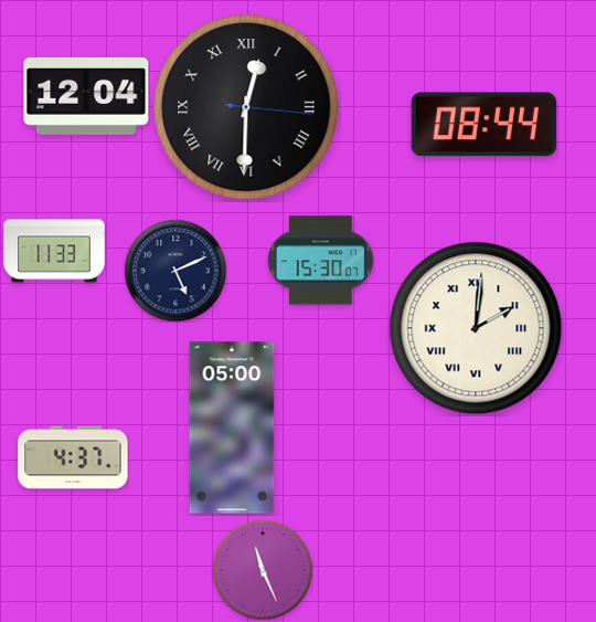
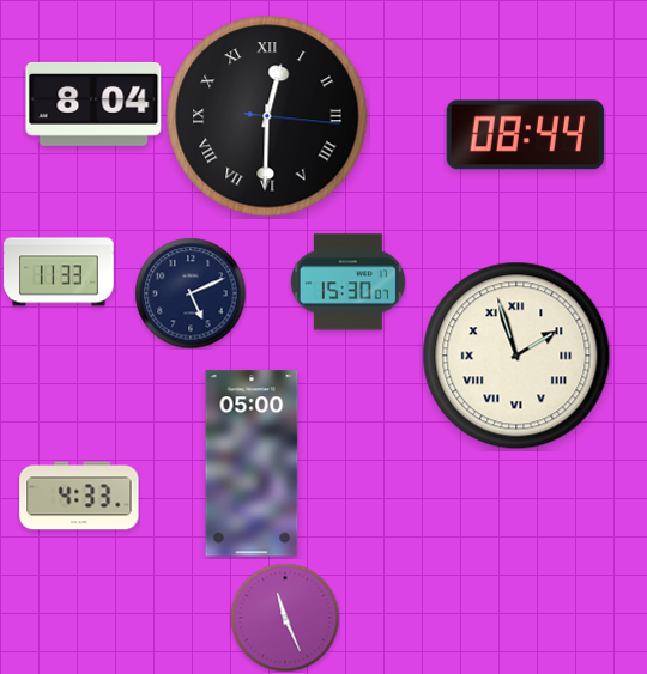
clock at (86, 96): 12:04 -> 8:04
clock at (476, 328): 2:01 -> 1:57
clock at (73, 457): 4:37 -> 4:33
